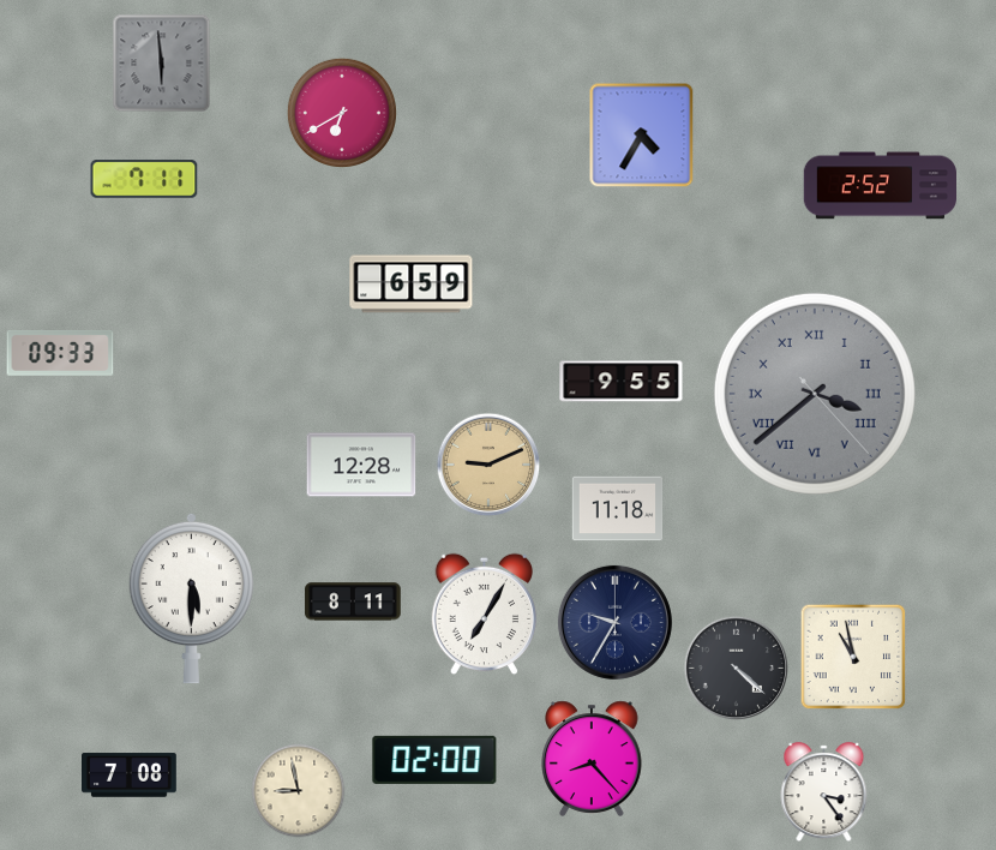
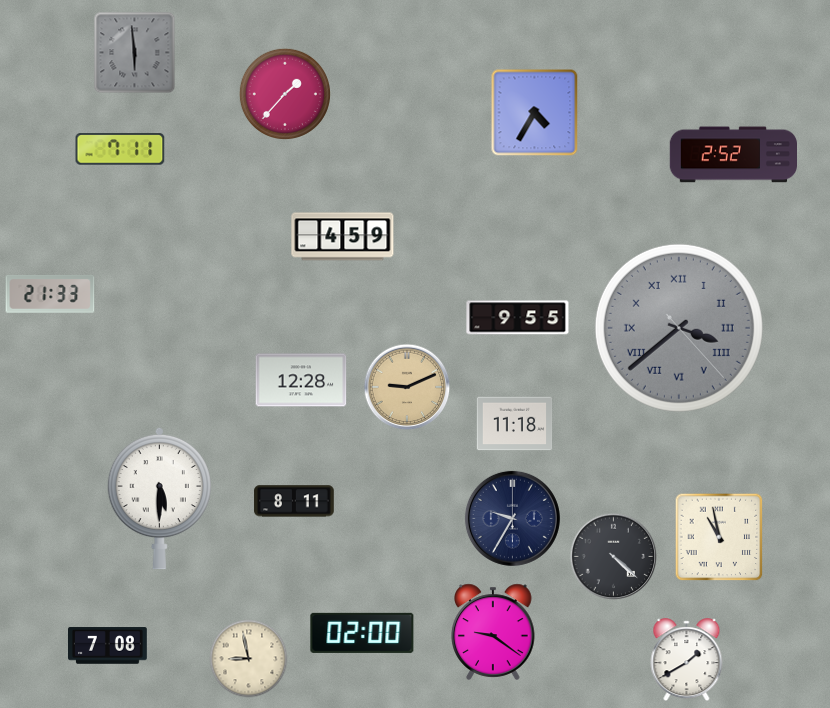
clock at (342, 113): 6:40 -> 1:37
clock at (412, 285): 6:59 -> 4:59
clock at (60, 353): 09:33 -> 21:33
clock at (361, 465) position: (361, 465) -> (301, 380)
clock at (484, 615): 7:05 -> none
clock at (853, 657) position: (853, 657) -> (719, 537)
clock at (592, 759): 8:23 -> 9:21
clock at (824, 792): 3:24 -> 1:40
